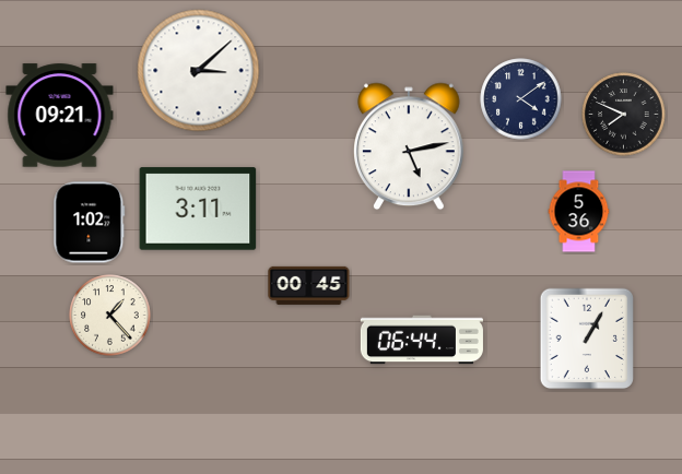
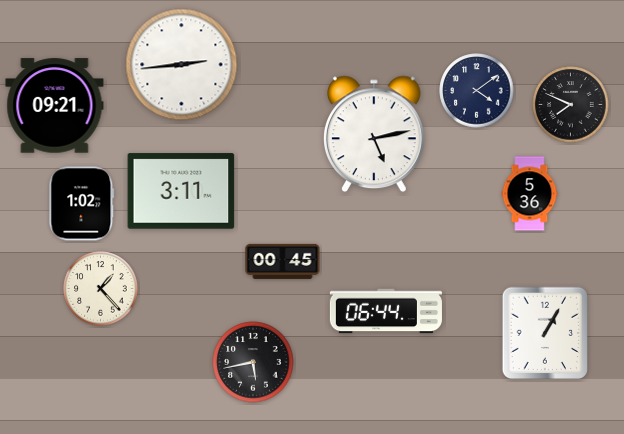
clock at (199, 71): 3:08 -> 2:44
clock at (586, 339) position: (586, 339) -> (544, 333)
clock at (253, 362): none -> 5:43
